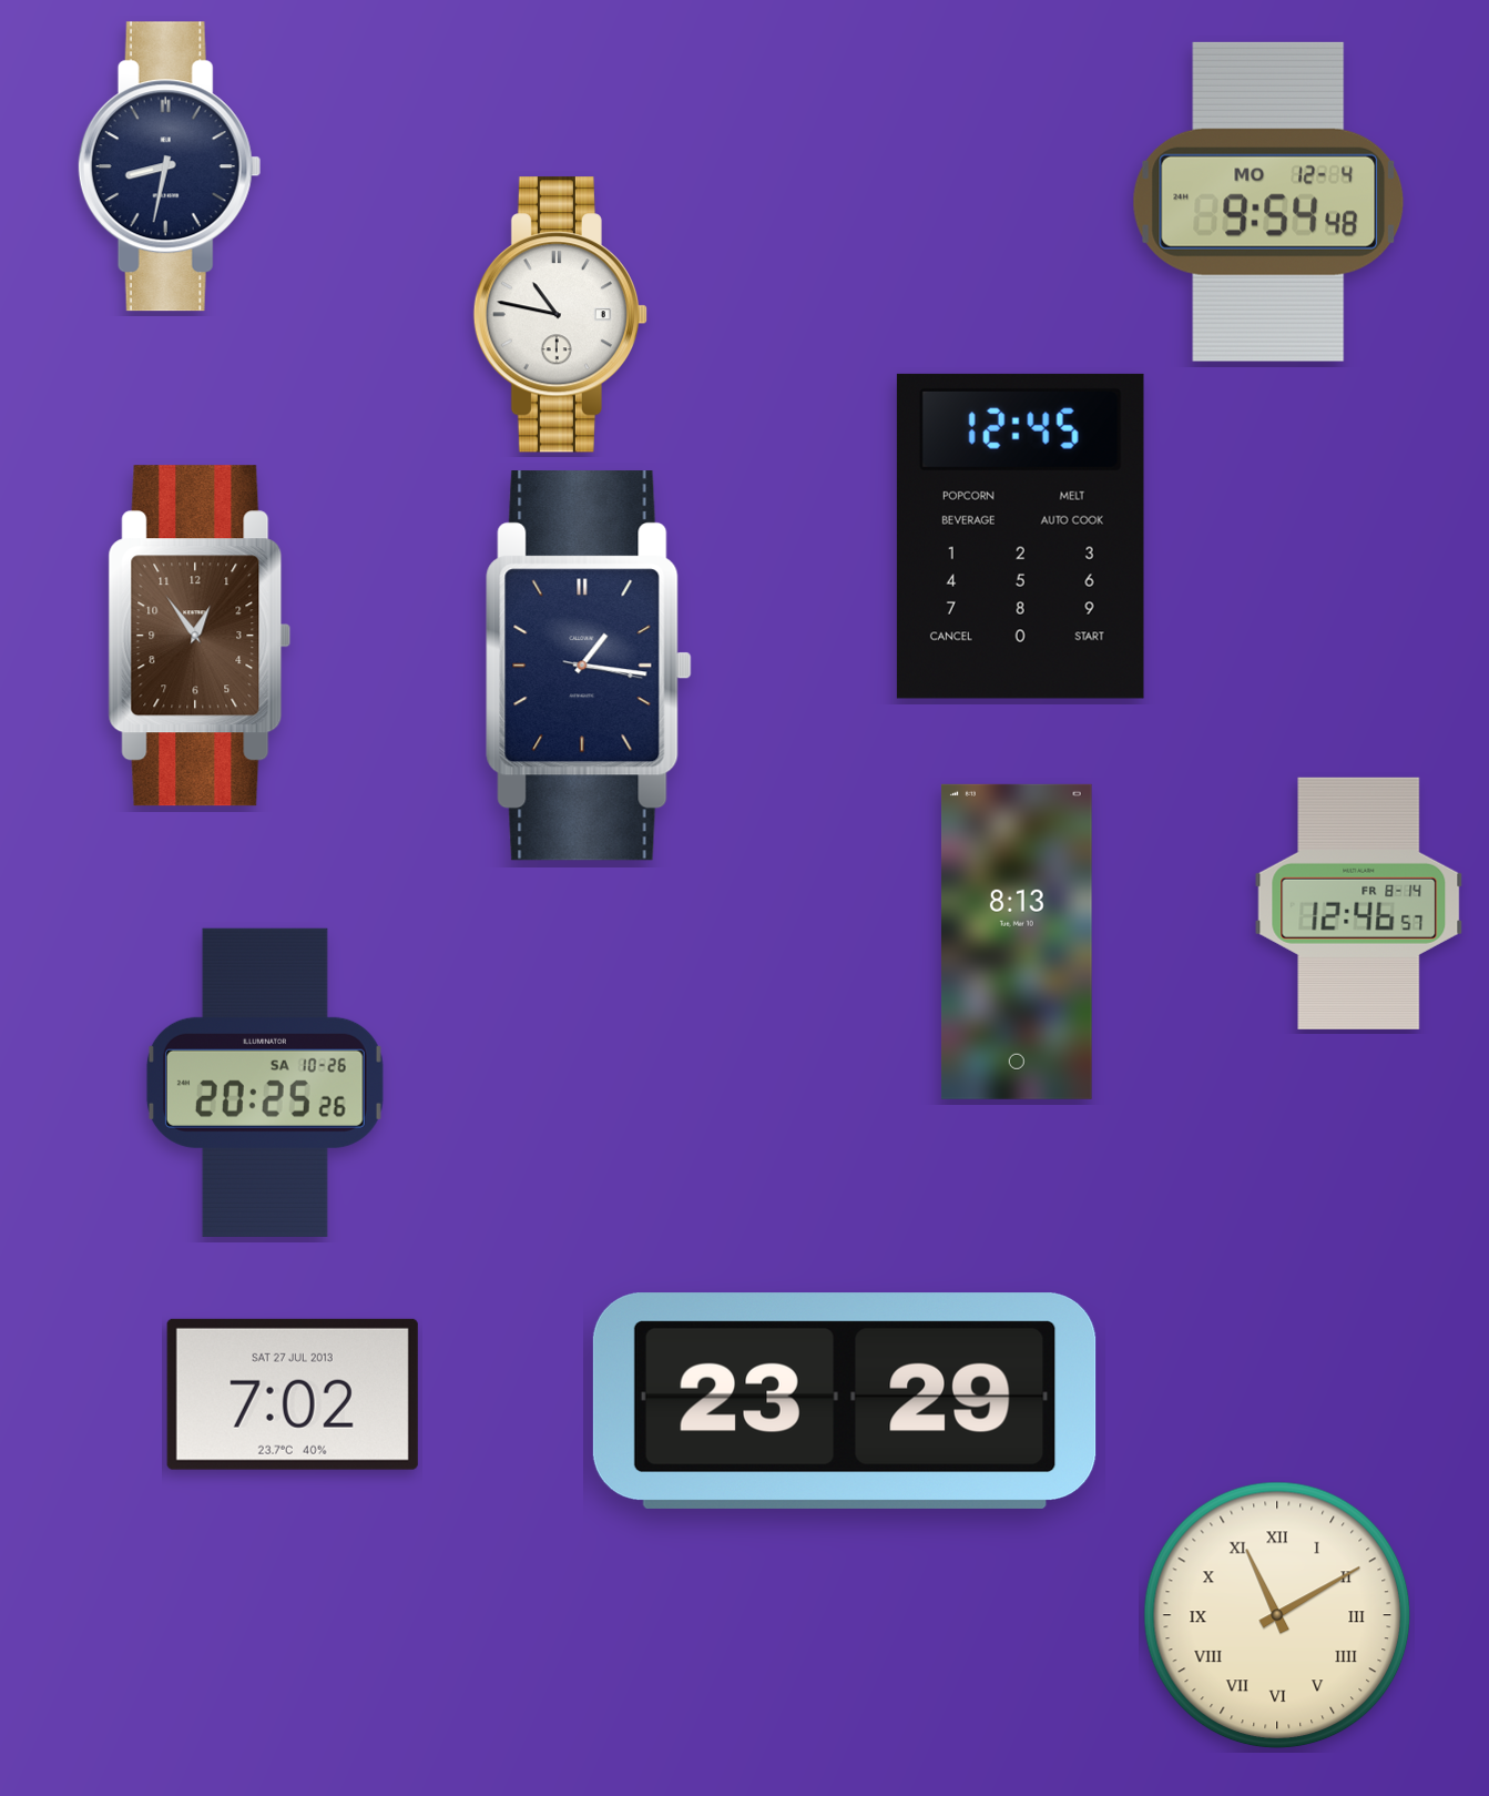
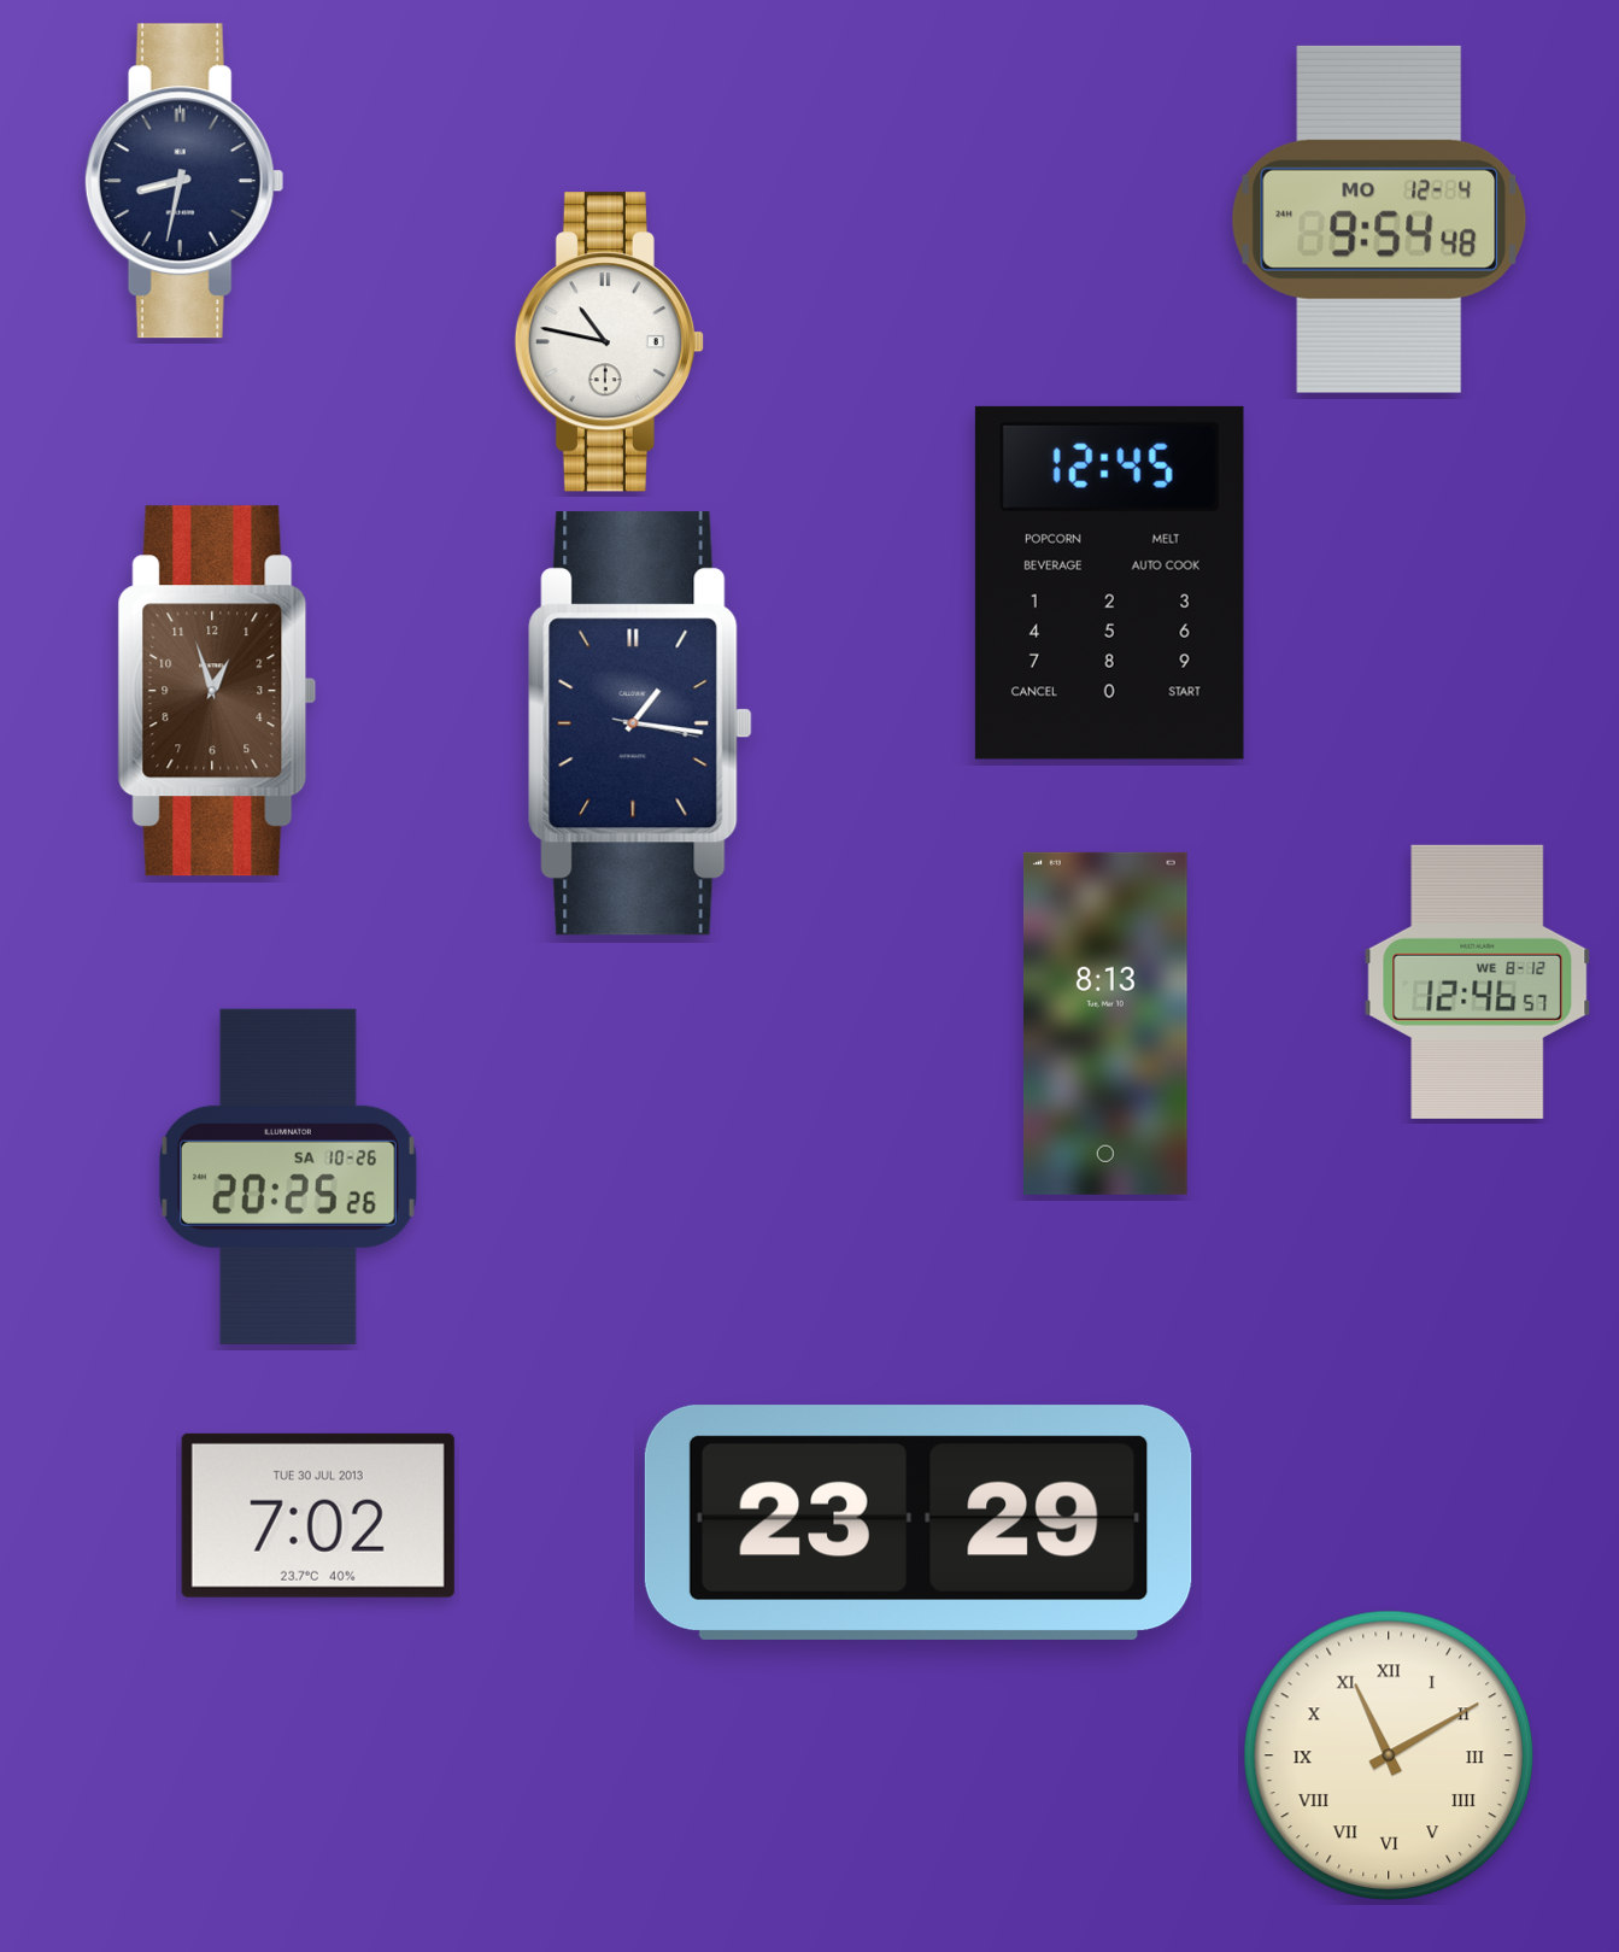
clock at (200, 636): 12:54 -> 12:57
clock at (1359, 903) date: FR 8-14 -> WE 8-12
clock at (293, 1394) date: SAT 27 JUL 2013 -> TUE 30 JUL 2013
